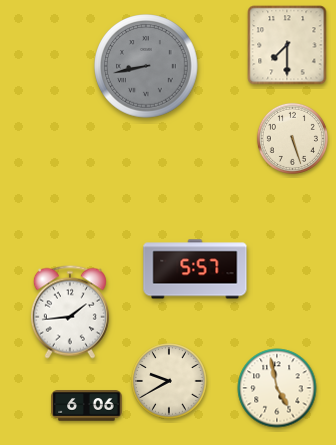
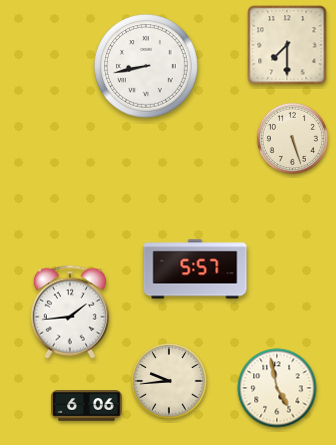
clock at (146, 66) dial: grey -> white
clock at (169, 381): 9:40 -> 9:44
